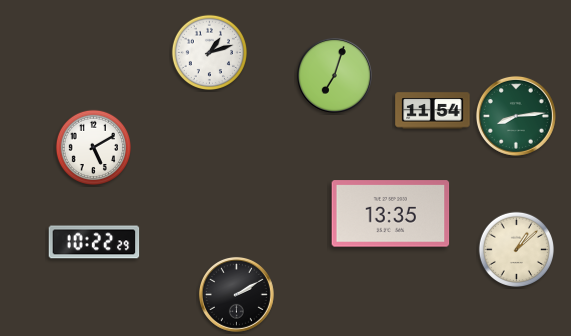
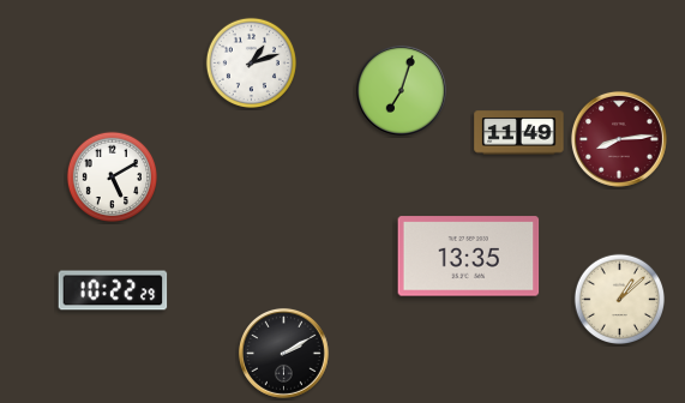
clock at (433, 111): 11:54 -> 11:49
clock at (516, 116) dial: green -> burgundy
